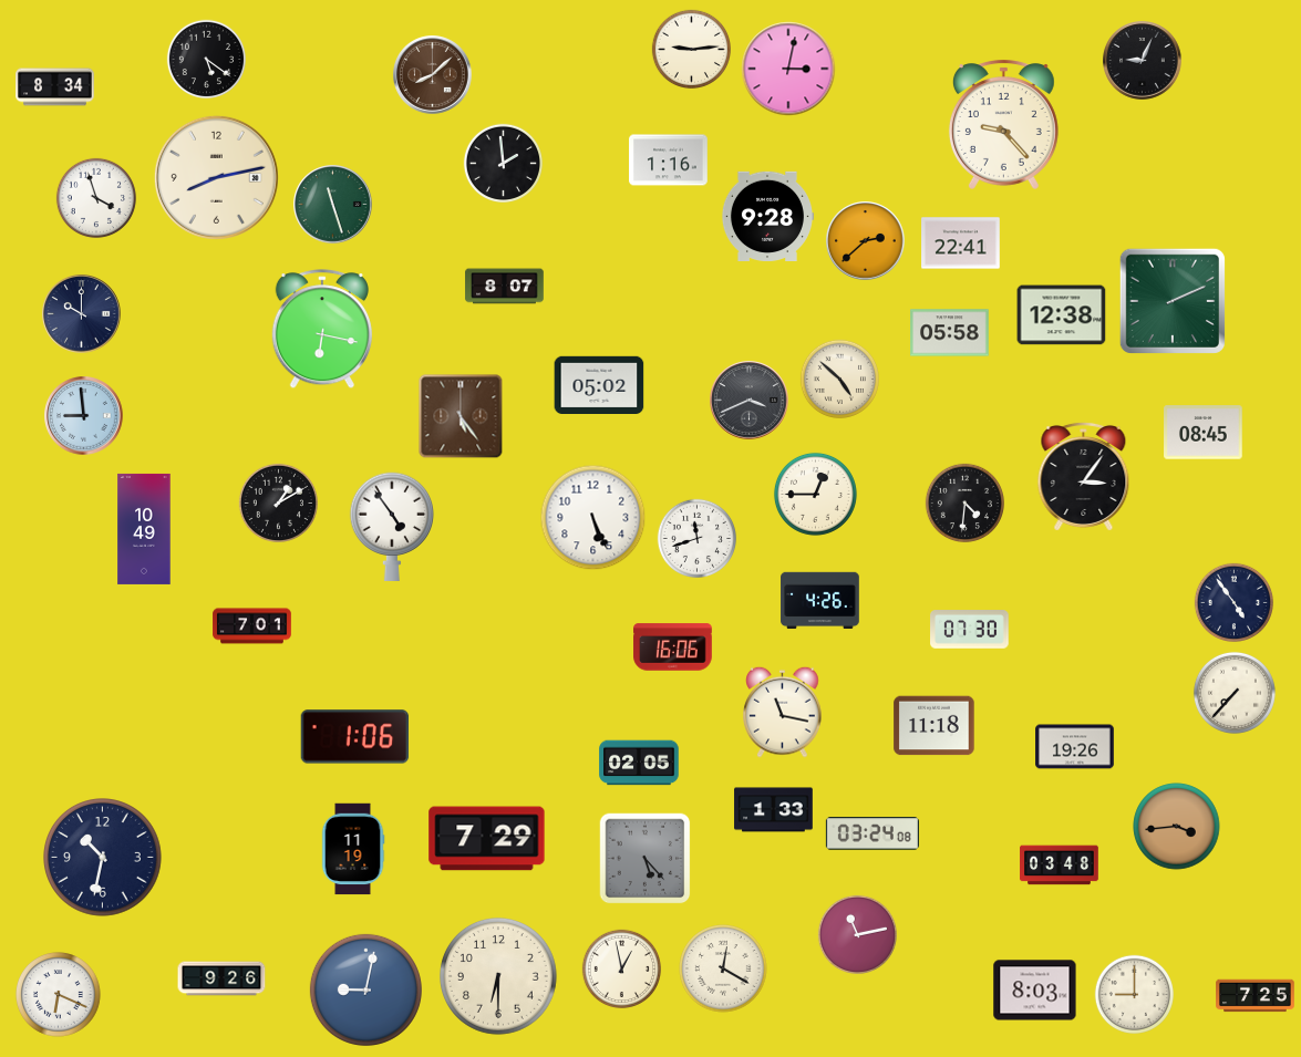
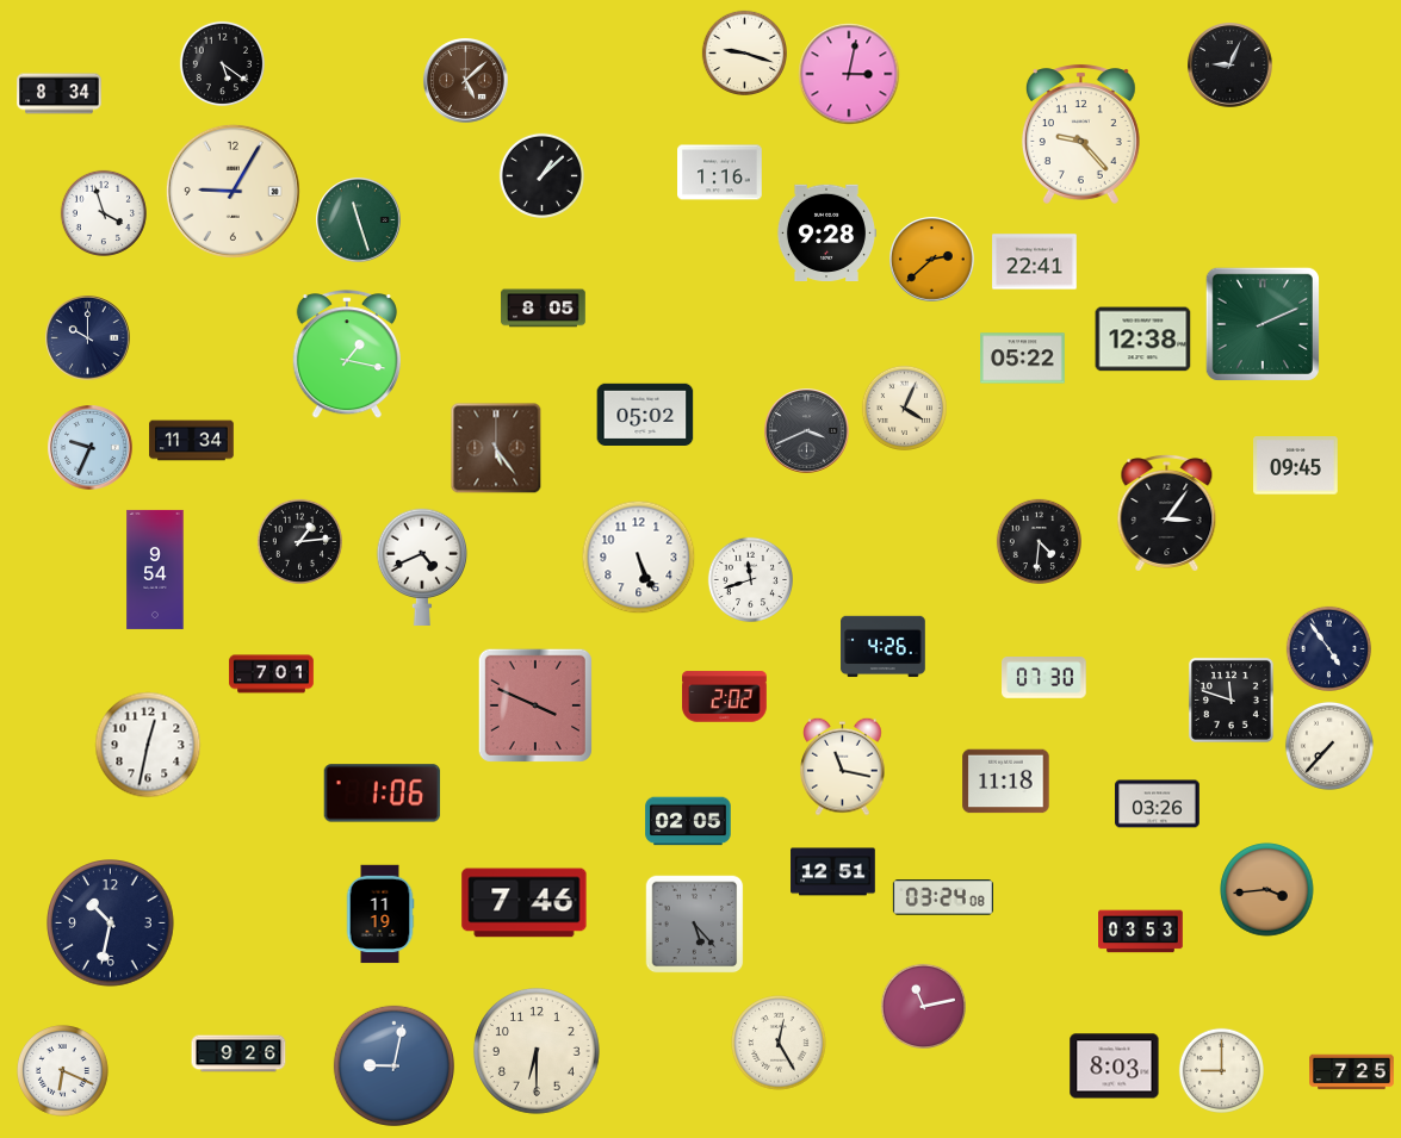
clock at (691, 49): 9:14 -> 9:18
clock at (433, 75): 8:08 -> 5:08
clock at (503, 163): 1:59 -> 1:08
clock at (216, 177): 8:13 -> 9:05
clock at (505, 287): 8:07 -> 8:05
clock at (322, 330): 6:17 -> 1:17
clock at (950, 333): 05:58 -> 05:22
clock at (839, 379): 4:52 -> 4:04
clock at (192, 441): none -> 11:34
clock at (84, 416): 8:59 -> 9:34
clock at (1204, 433): 08:45 -> 09:45
clock at (815, 494): 12:45 -> none
clock at (278, 502): 1:10 -> 1:14
clock at (391, 526): 4:54 -> 4:41
clock at (144, 529): 10:49 -> 9:54
clock at (673, 647): 16:06 -> 2:02
clock at (1230, 699): none -> 11:48
clock at (535, 705): none -> 3:49
clock at (148, 745): none -> 12:32
clock at (1075, 747): 19:26 -> 03:26
clock at (774, 810): 1:33 -> 12:51
clock at (873, 833) position: (873, 833) -> (943, 897)
clock at (487, 839): 7:29 -> 7:46
clock at (1060, 866): 03:48 -> 03:53
clock at (621, 968): 12:58 -> none
clock at (723, 968): 12:20 -> 12:25
